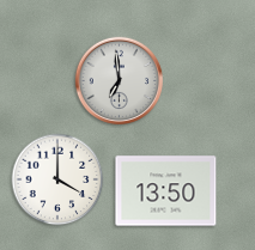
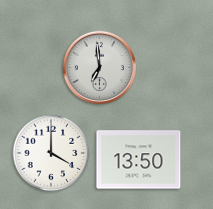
clock at (57, 179) position: (57, 179) -> (51, 153)
